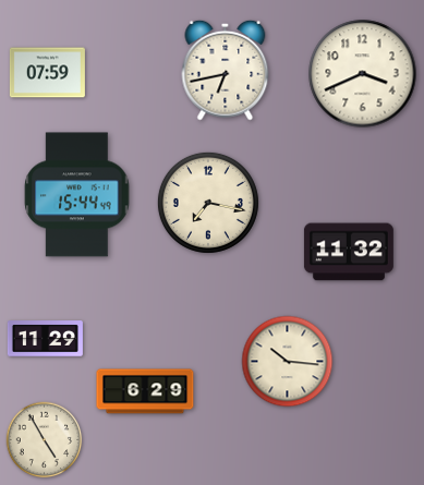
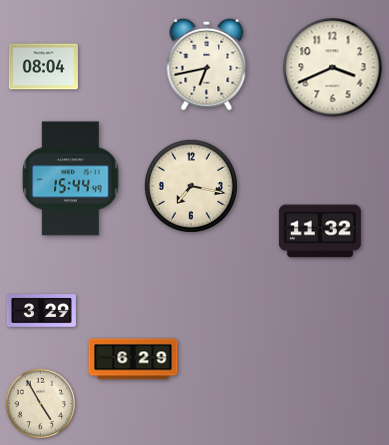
clock at (47, 73): 07:59 -> 08:04
clock at (45, 339): 11:29 -> 3:29
clock at (288, 362): 10:16 -> none
